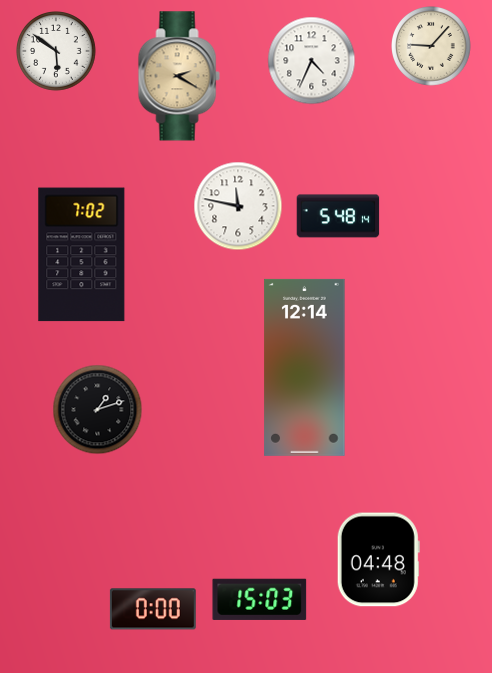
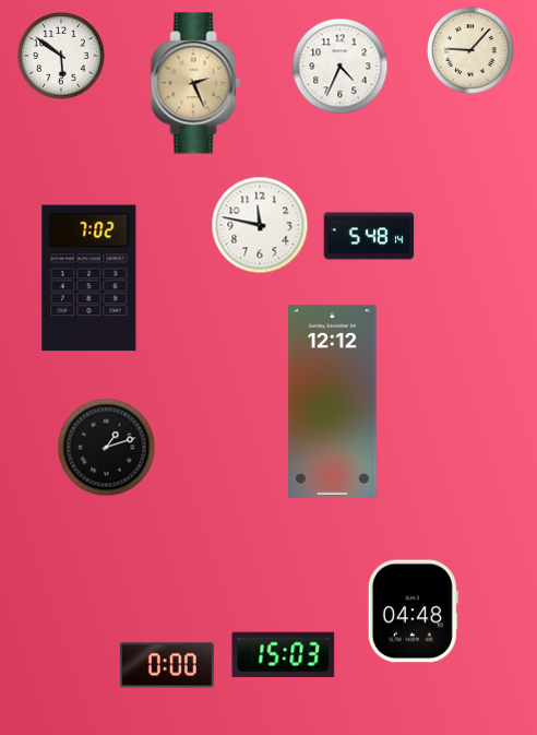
clock at (179, 76): 2:20 -> 2:26
clock at (305, 367): 12:14 -> 12:12
